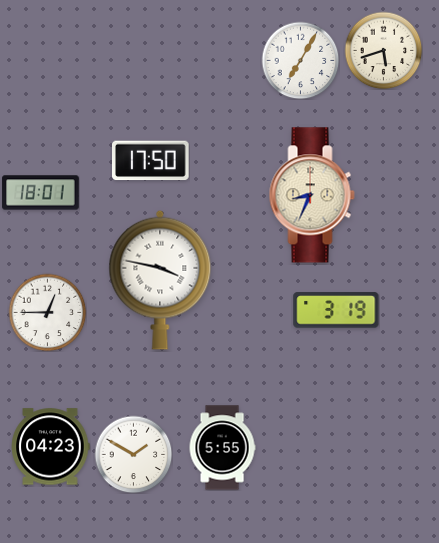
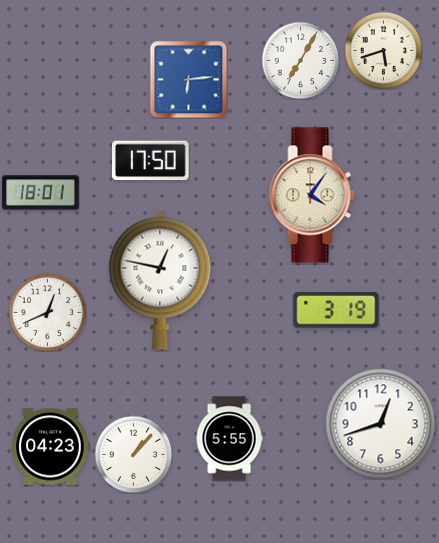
clock at (188, 79): none -> 6:14
clock at (312, 195): 8:34 -> 4:06
clock at (160, 280): 3:47 -> 12:47
clock at (47, 312): 12:45 -> 12:41
clock at (381, 424): none -> 12:42
clock at (222, 448) position: (222, 448) -> (229, 439)
clock at (133, 454): 1:50 -> 1:07
